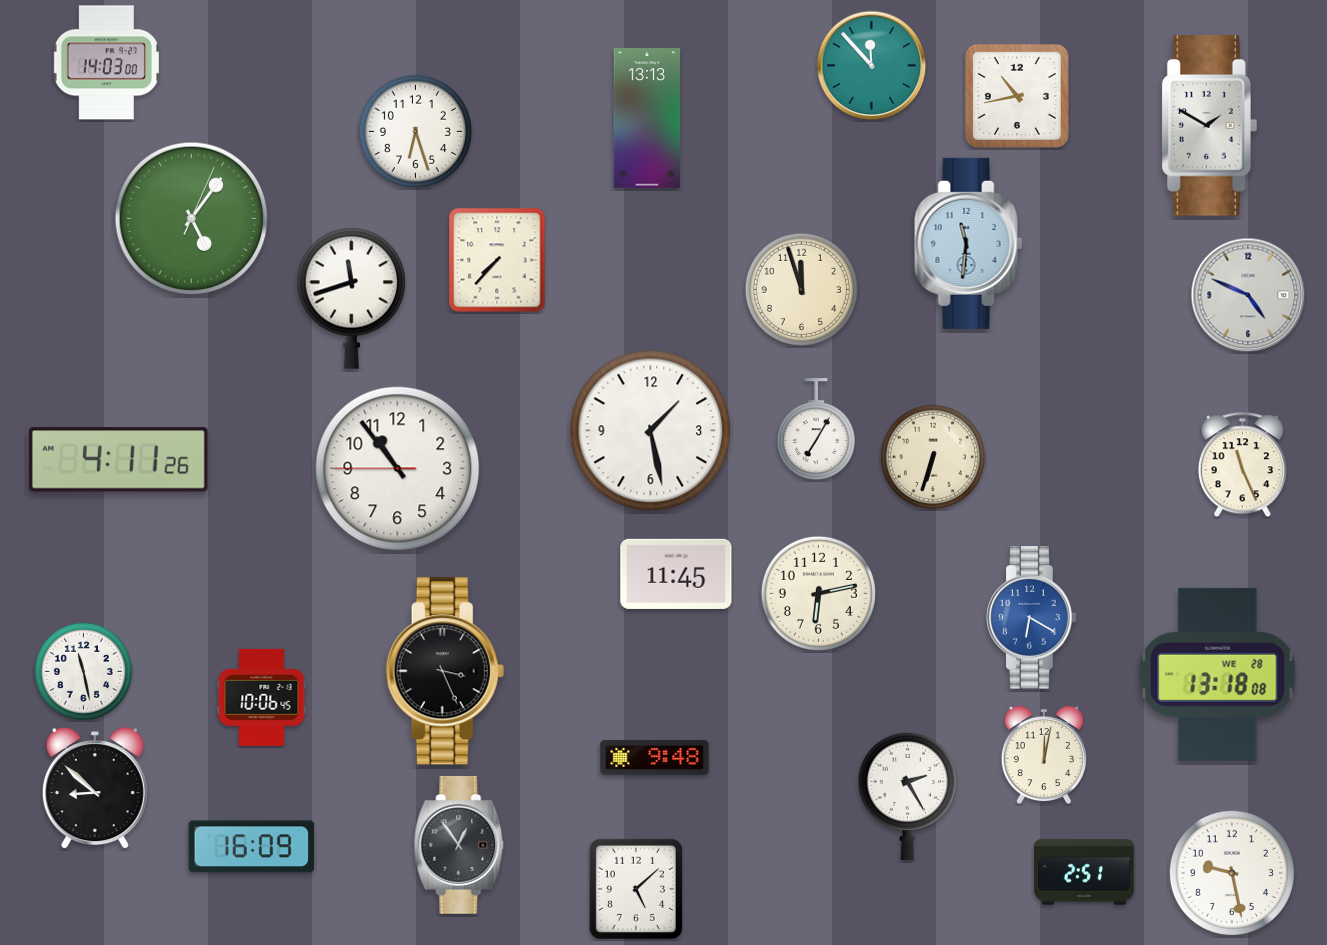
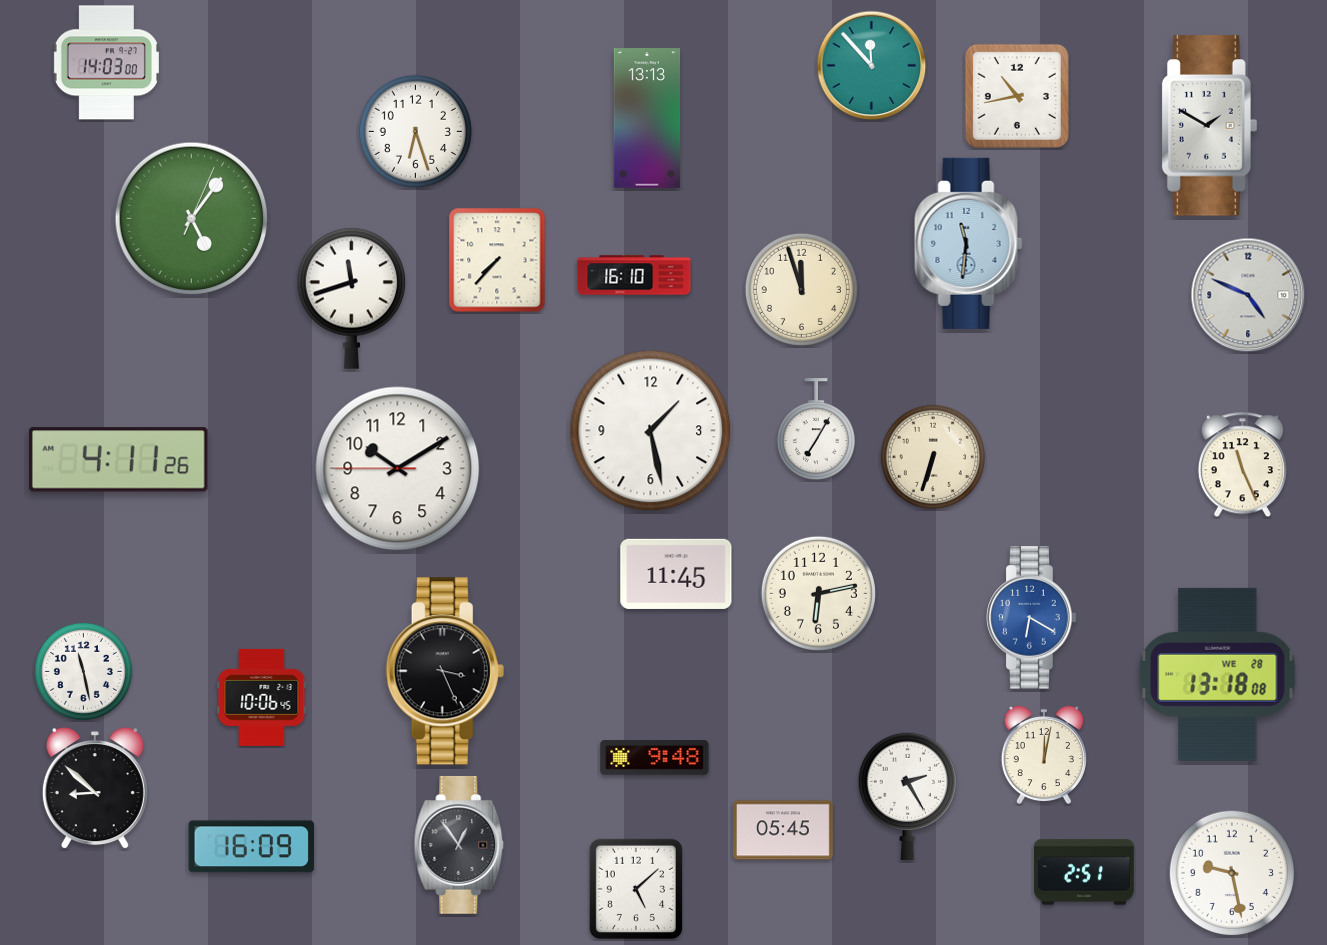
clock at (634, 275): none -> 16:10
clock at (398, 469): 10:53 -> 10:09
clock at (784, 830): none -> 05:45
